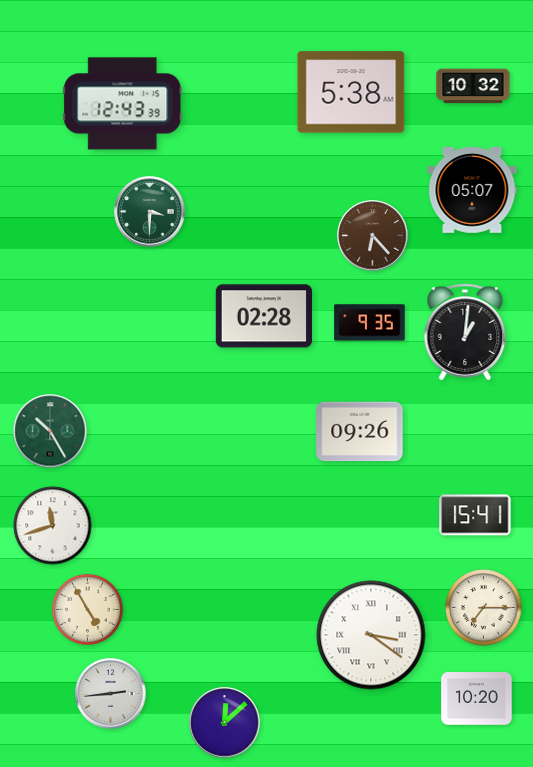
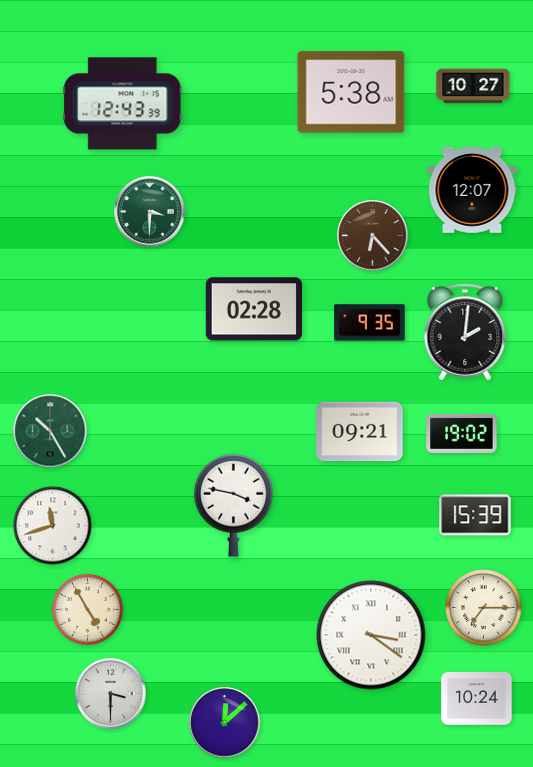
clock at (473, 86): 10:32 -> 10:27
clock at (472, 190): 05:07 -> 12:07
clock at (264, 316) position: (264, 316) -> (254, 309)
clock at (465, 332): 1:01 -> 2:01
clock at (360, 432): 09:26 -> 09:21
clock at (462, 433): none -> 19:02
clock at (234, 505): none -> 3:47
clock at (475, 515): 15:41 -> 15:39
clock at (111, 694): 2:44 -> 3:30
clock at (477, 699): 10:20 -> 10:24
